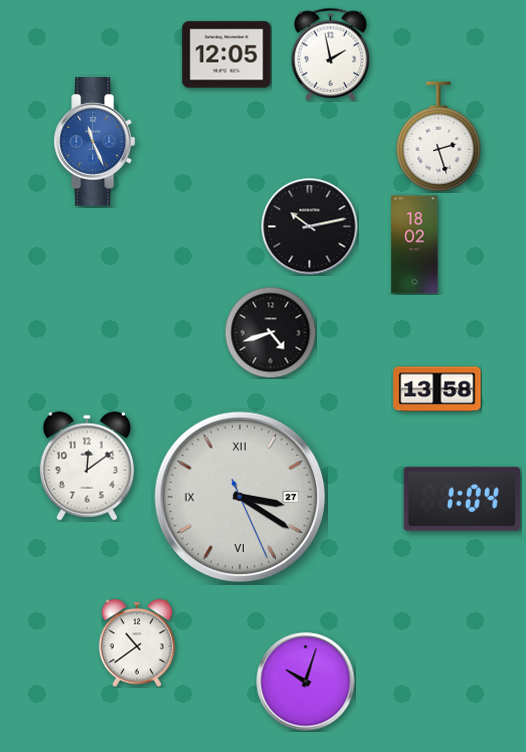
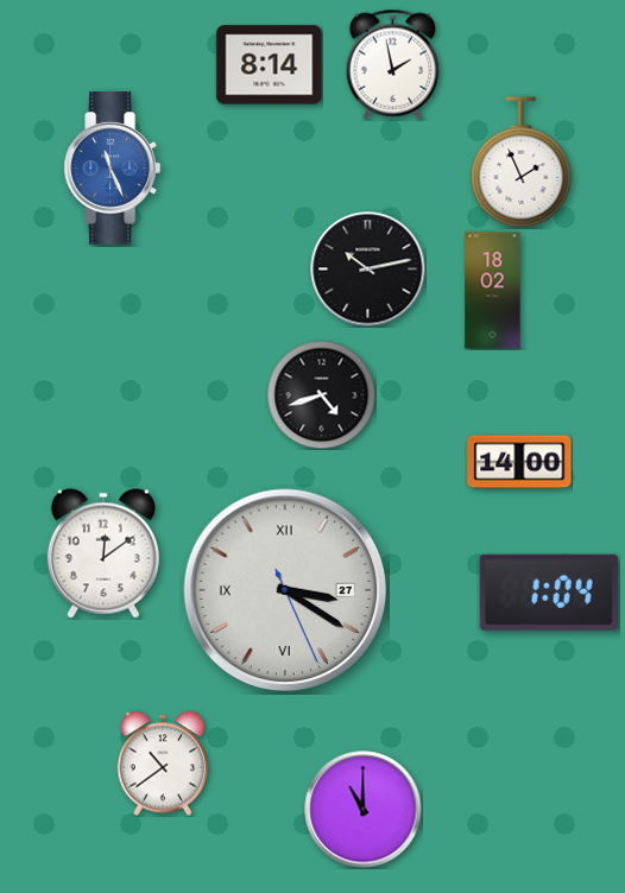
clock at (227, 55): 12:05 -> 8:14
clock at (439, 137): 2:27 -> 1:56
clock at (437, 389): 13:58 -> 14:00
clock at (306, 682): 10:03 -> 11:00
